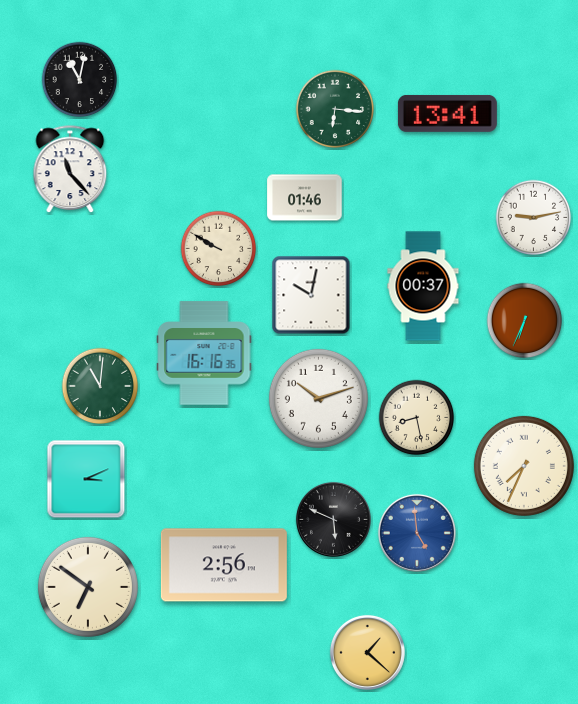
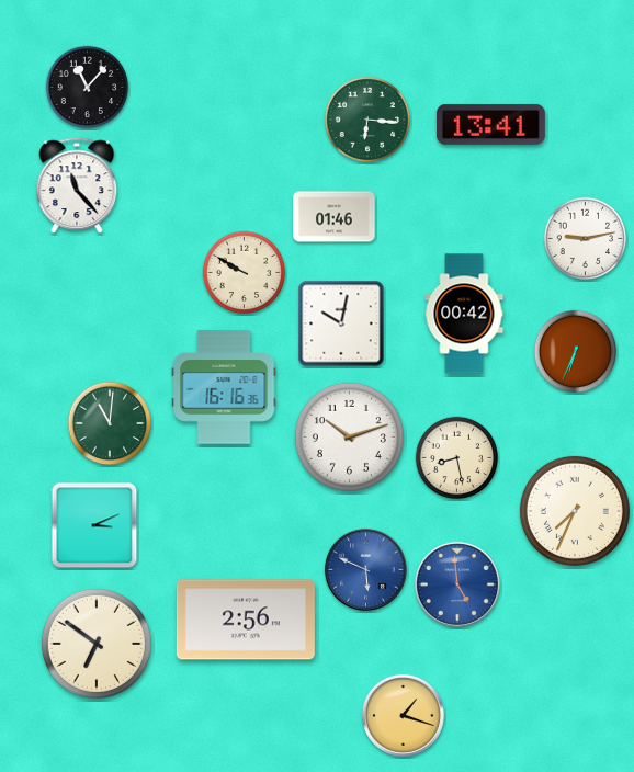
clock at (80, 80): 11:02 -> 11:07
clock at (219, 249) position: (219, 249) -> (245, 273)
clock at (423, 286): 00:37 -> 00:42
clock at (333, 519) dial: black -> blue
clock at (367, 652): 1:22 -> 1:18
